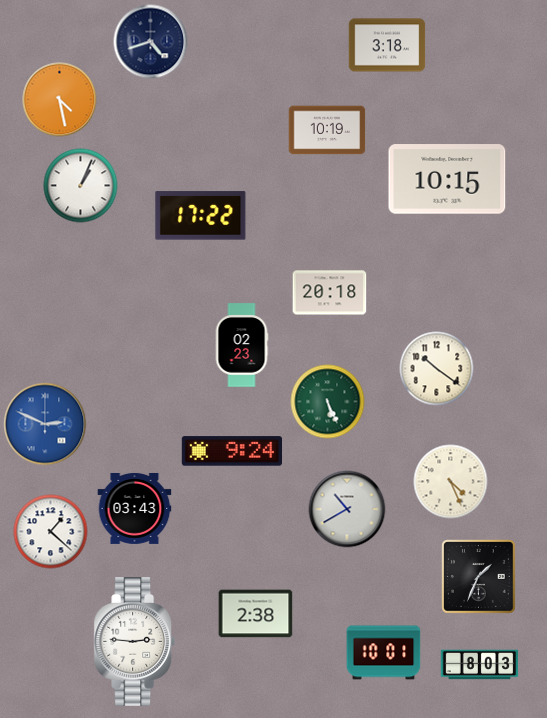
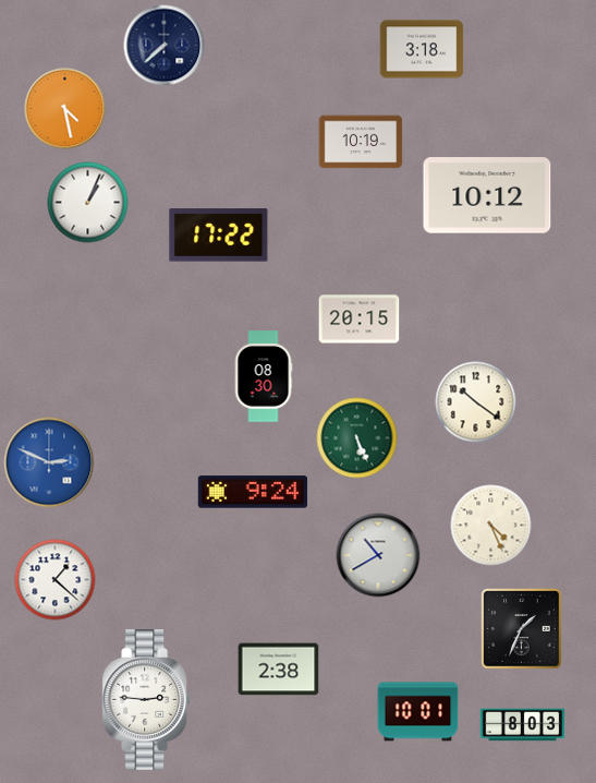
clock at (151, 42): 4:42 -> 7:38
clock at (327, 130) position: (327, 130) -> (361, 142)
clock at (447, 179): 10:15 -> 10:12
clock at (330, 293): 20:18 -> 20:15
clock at (242, 345): 02:23 -> 08:30
clock at (135, 508): 03:43 -> none
